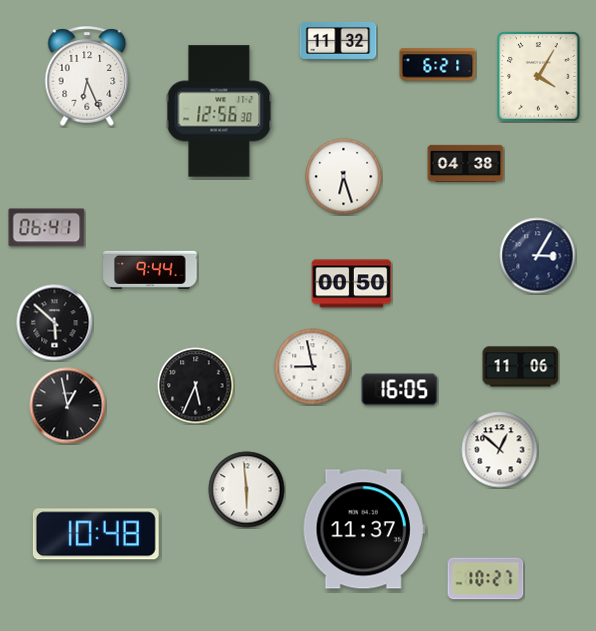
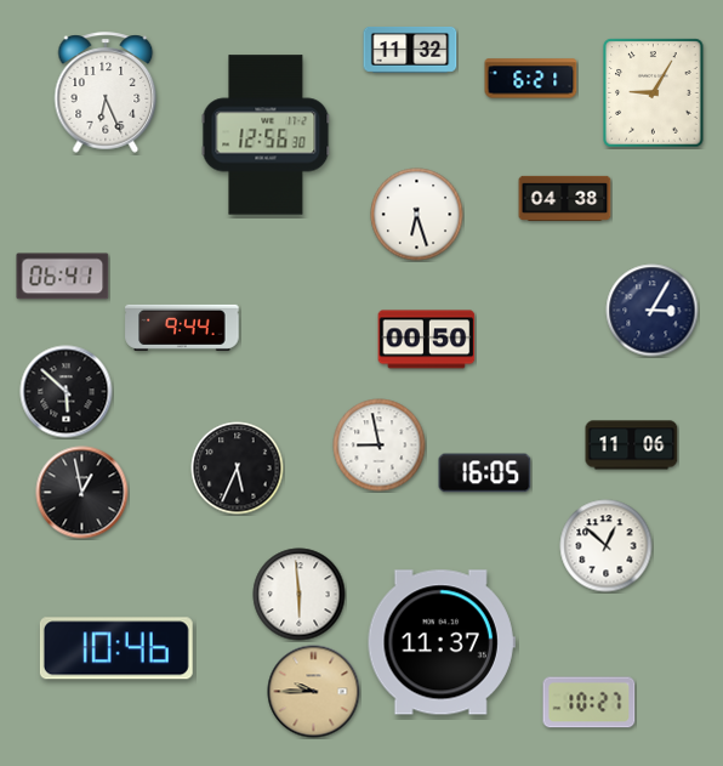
clock at (539, 77): 4:05 -> 9:05
clock at (47, 228) position: (47, 228) -> (63, 277)
clock at (352, 284) position: (352, 284) -> (427, 340)
clock at (96, 534): 10:48 -> 10:46
clock at (314, 692): none -> 9:45
